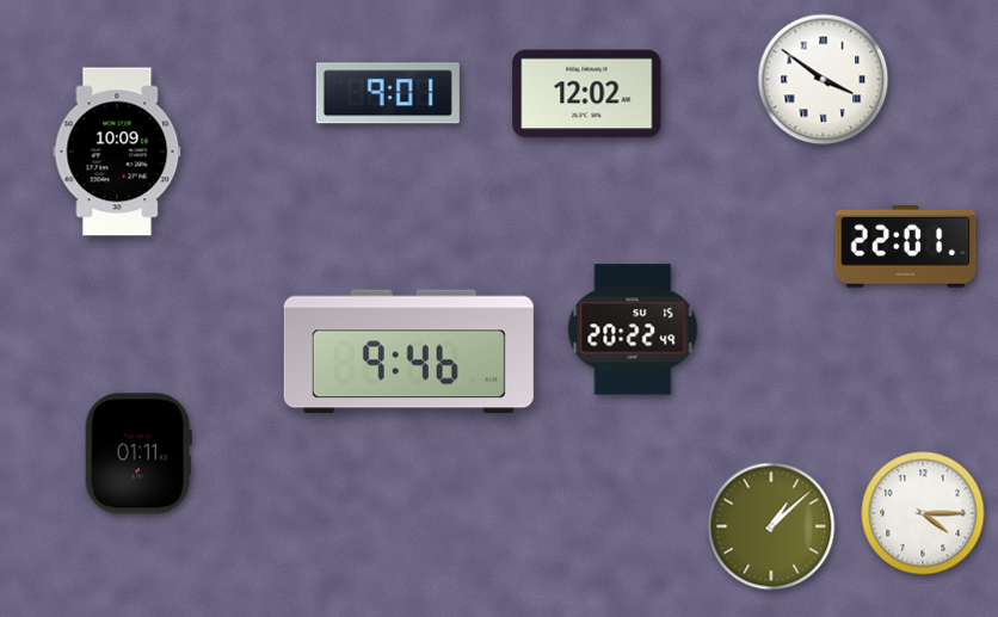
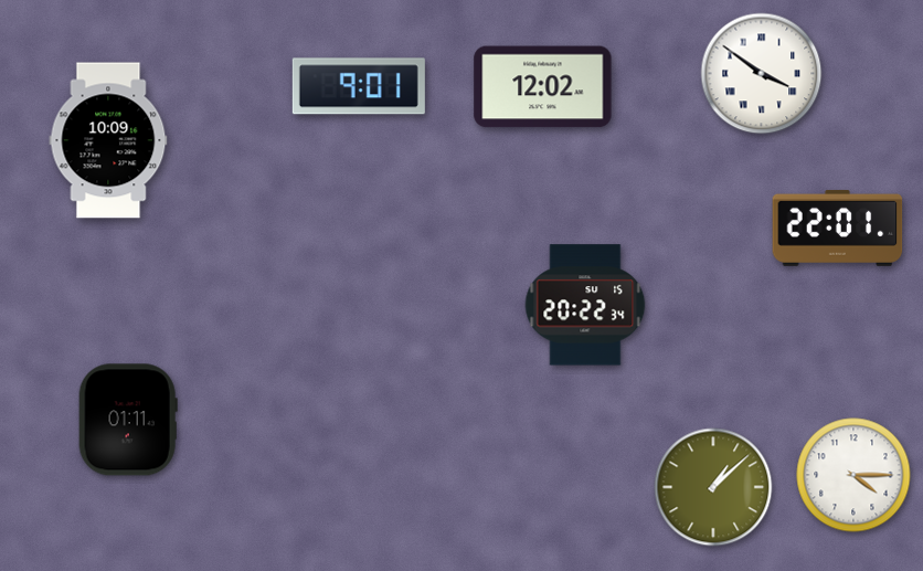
clock at (633, 329): 20:22:49 -> 20:22:34
clock at (408, 352): 9:46 -> none
